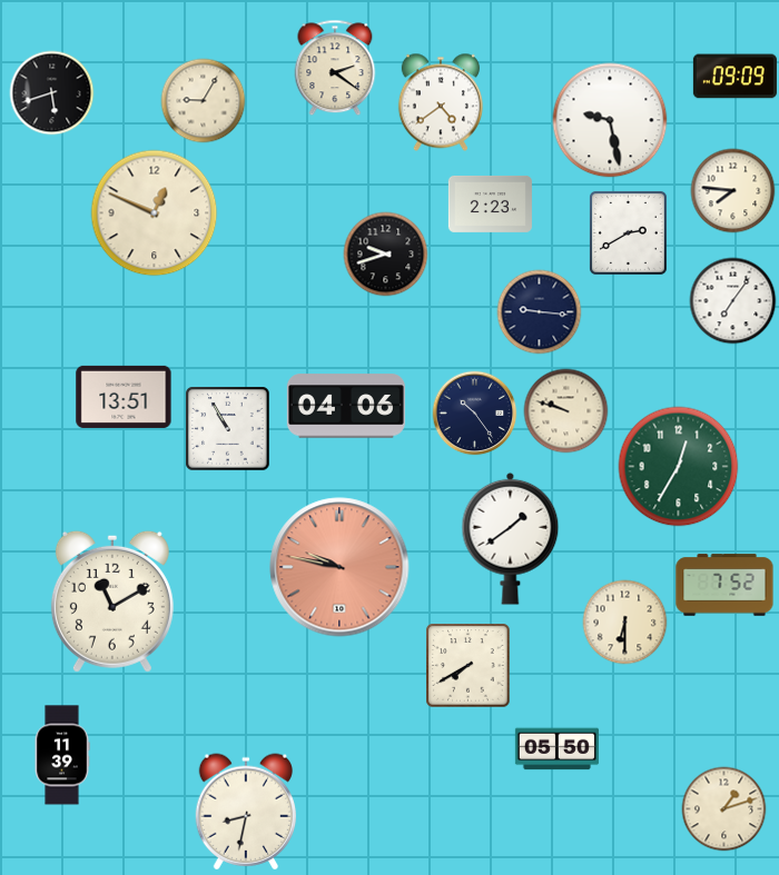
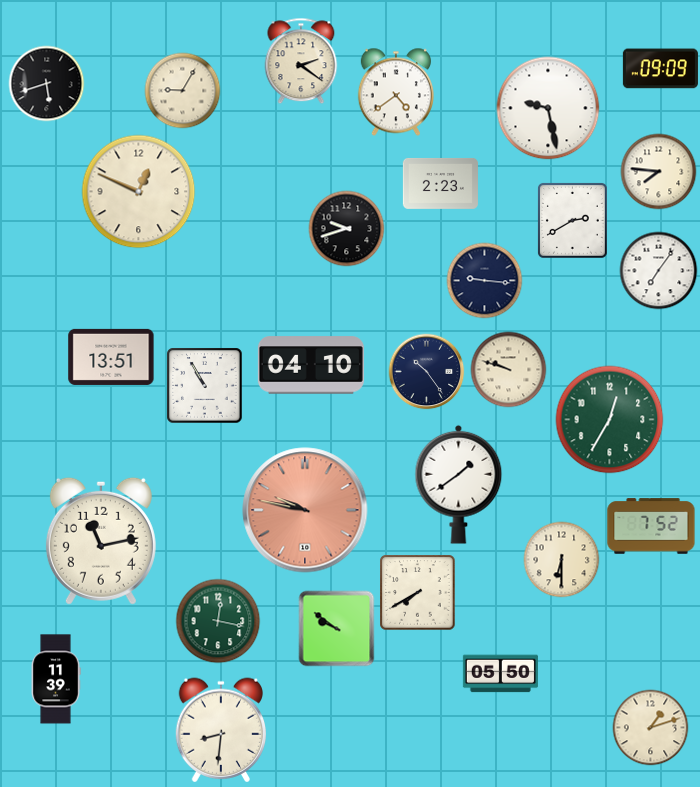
clock at (628, 232) position: (628, 232) -> (572, 220)
clock at (346, 406): 04:06 -> 04:10
clock at (112, 601): 11:10 -> 11:13
clock at (469, 666) position: (469, 666) -> (418, 593)
clock at (218, 621): none -> 12:17
clock at (337, 629): none -> 9:51
clock at (245, 812): 8:32 -> 8:31
